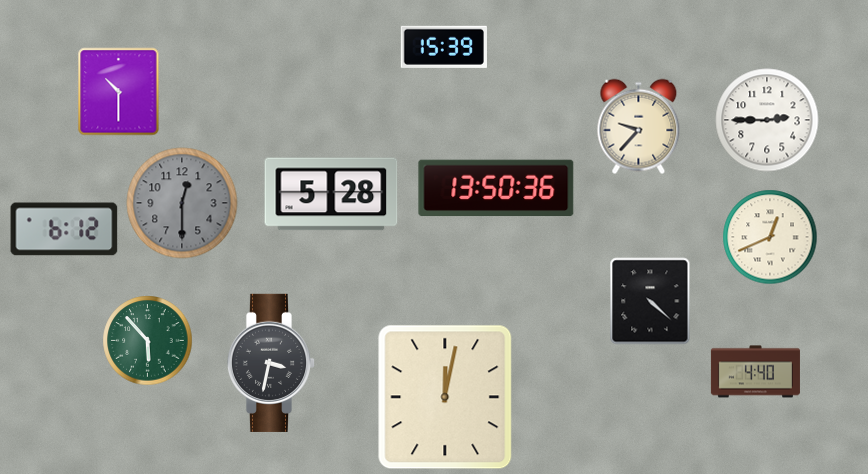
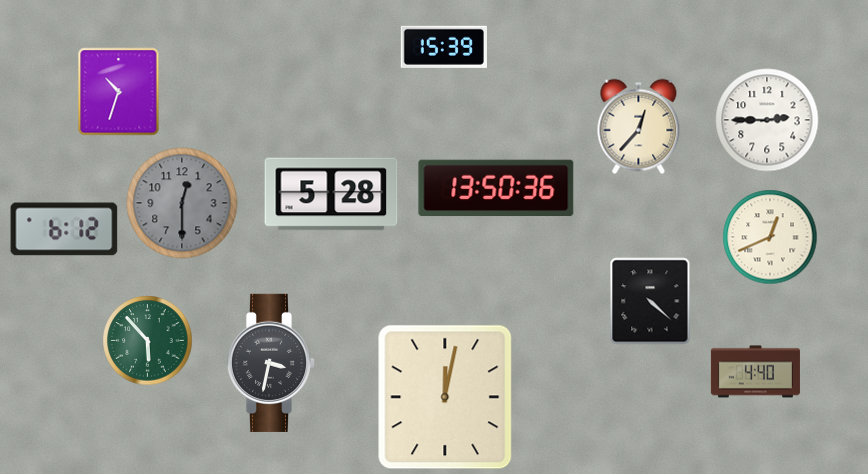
clock at (119, 92): 10:30 -> 10:33
clock at (639, 127): 9:37 -> 12:37
